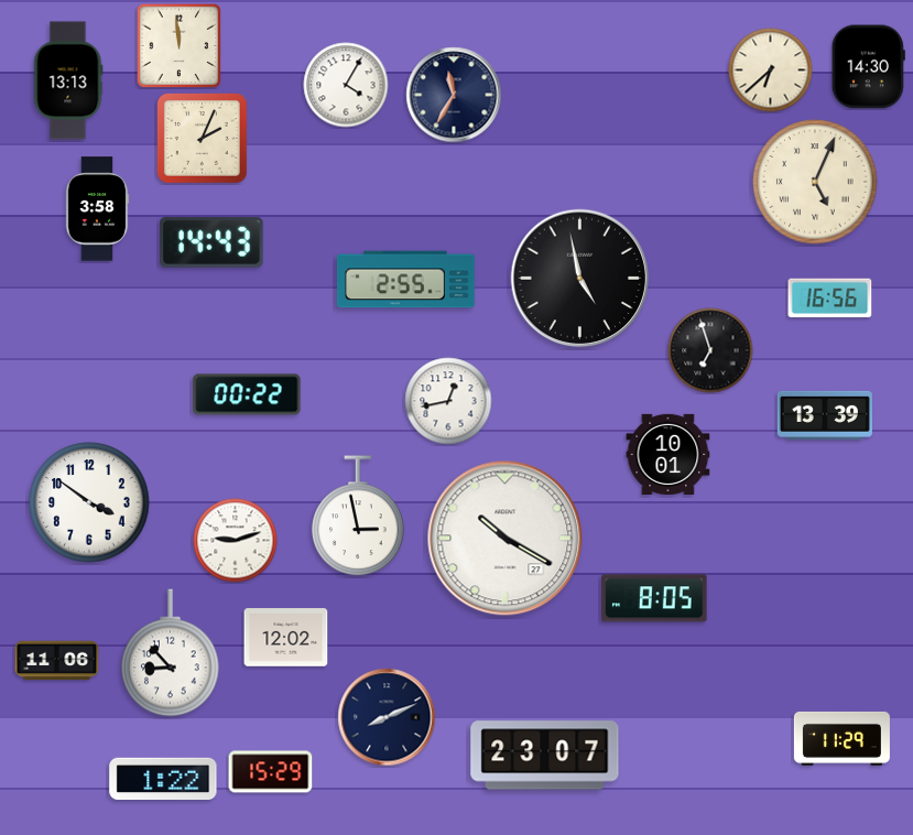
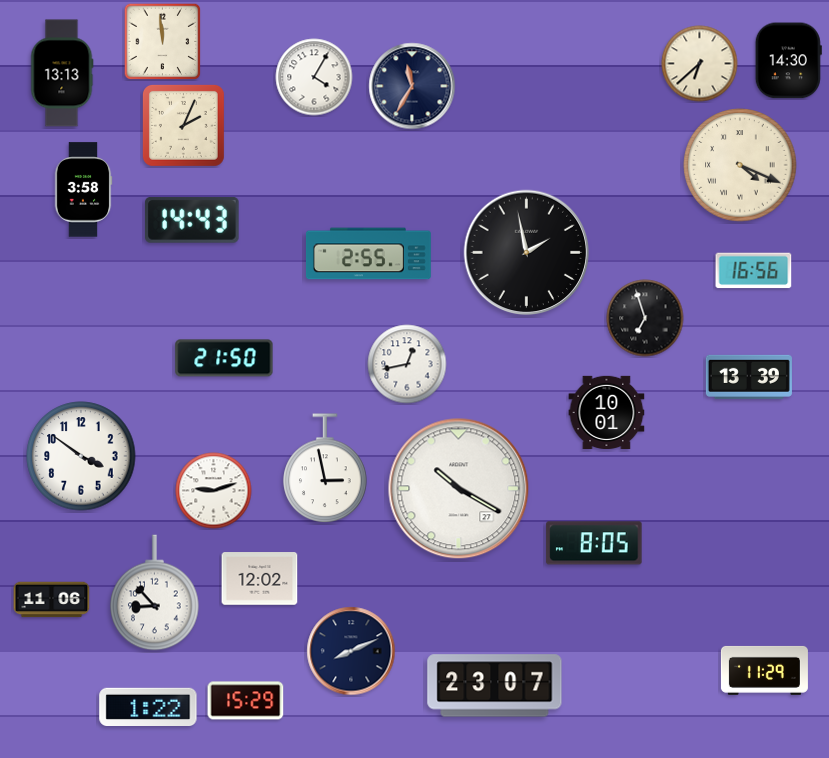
clock at (815, 182): 5:04 -> 4:19
clock at (97, 209) position: (97, 209) -> (83, 190)
clock at (580, 279): 4:58 -> 1:58
clock at (247, 394): 00:22 -> 21:50
